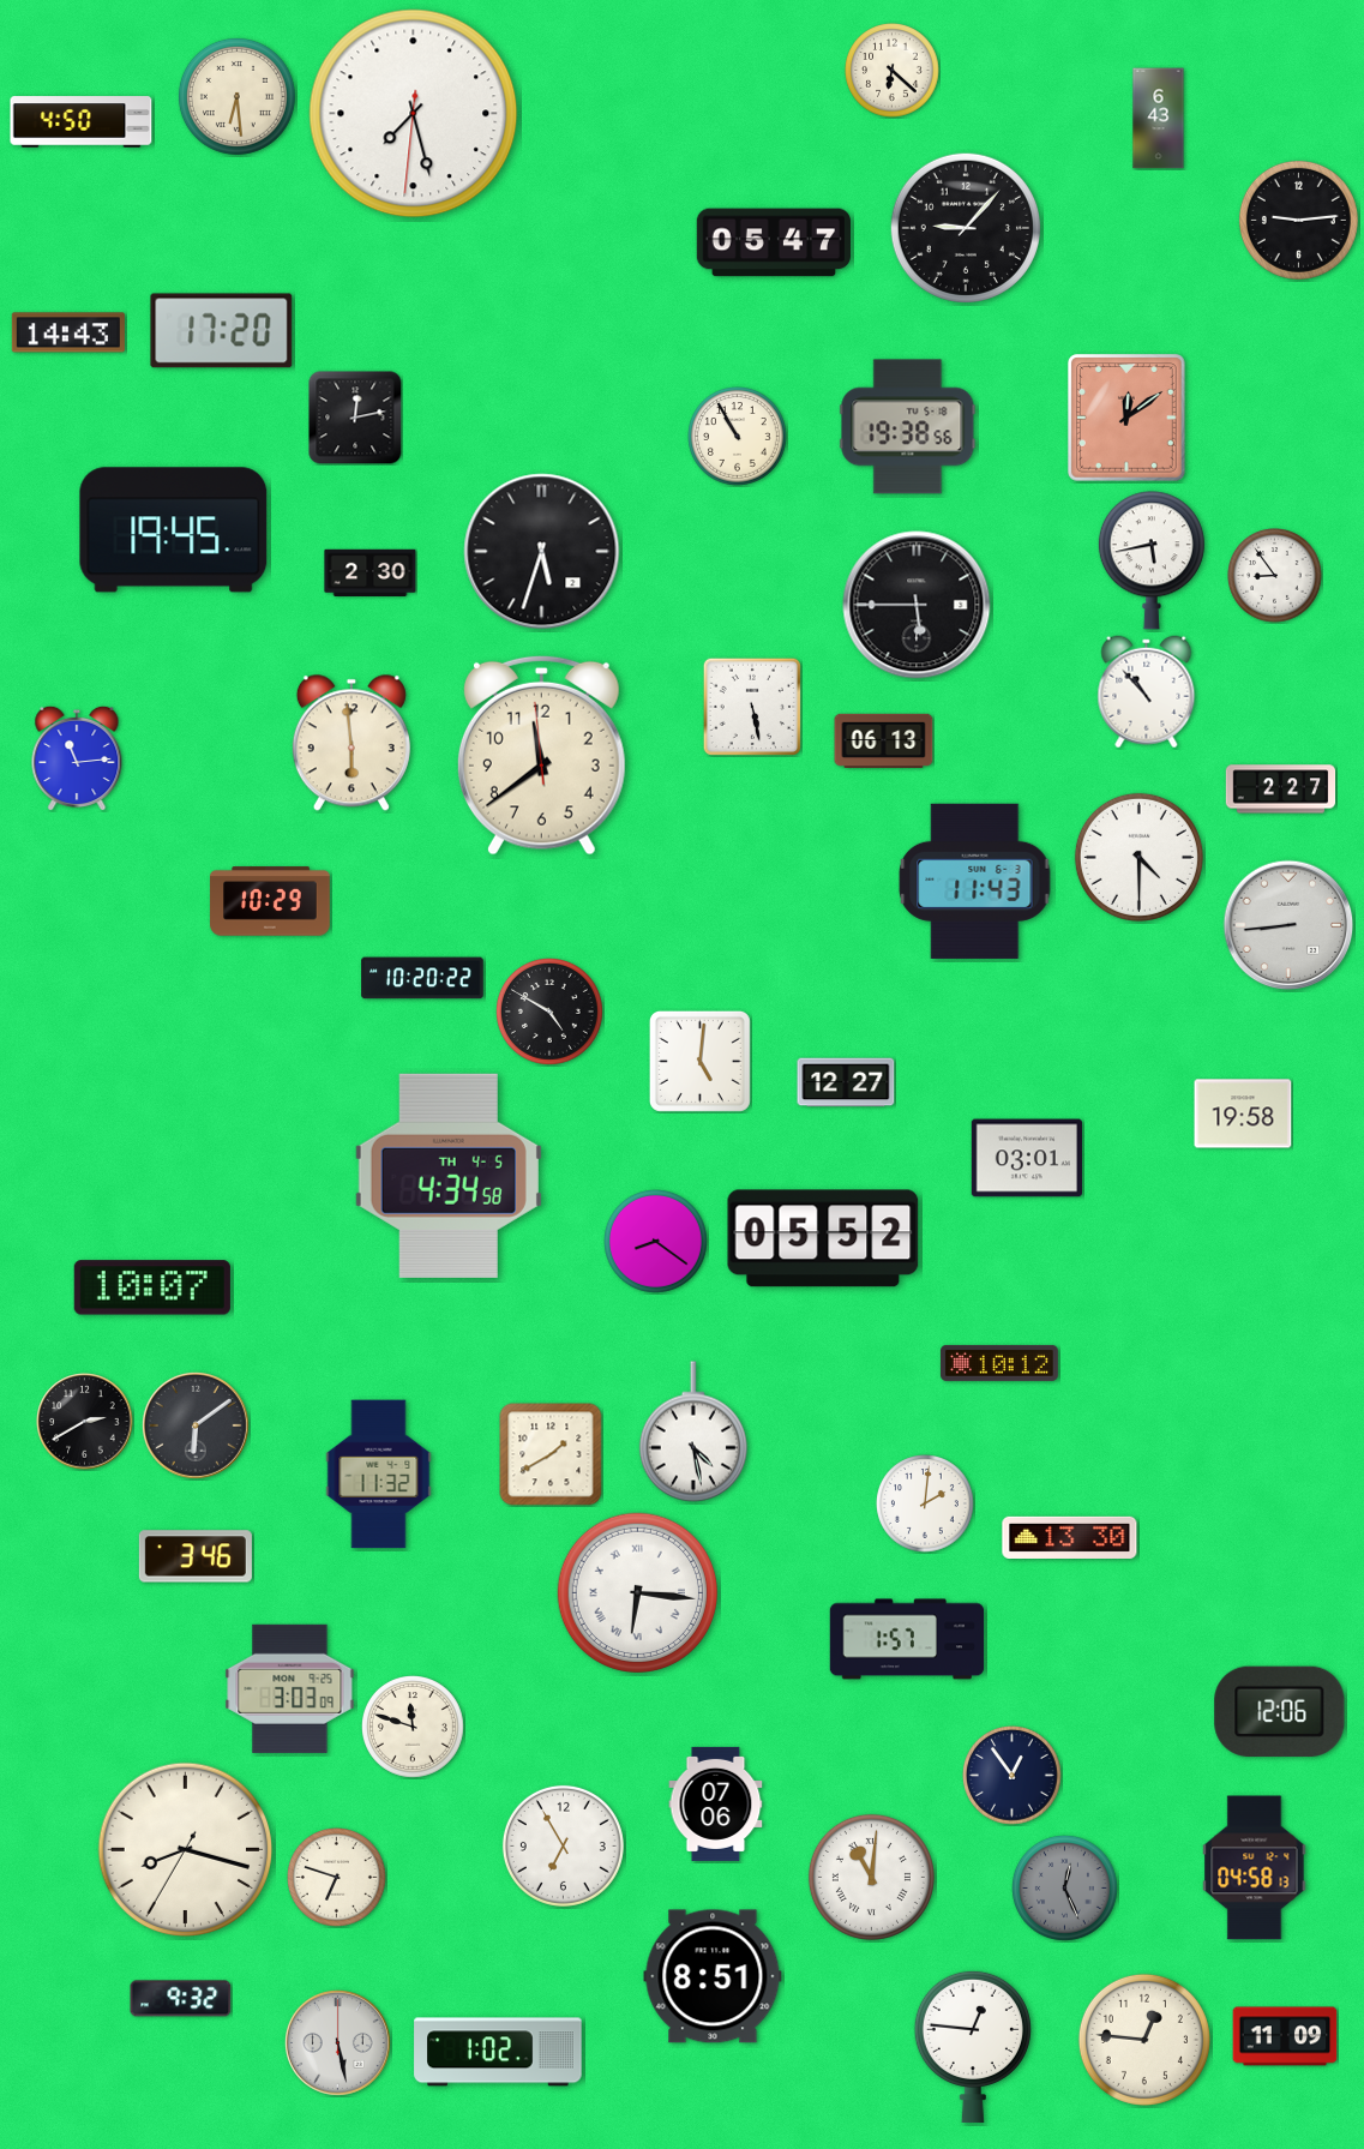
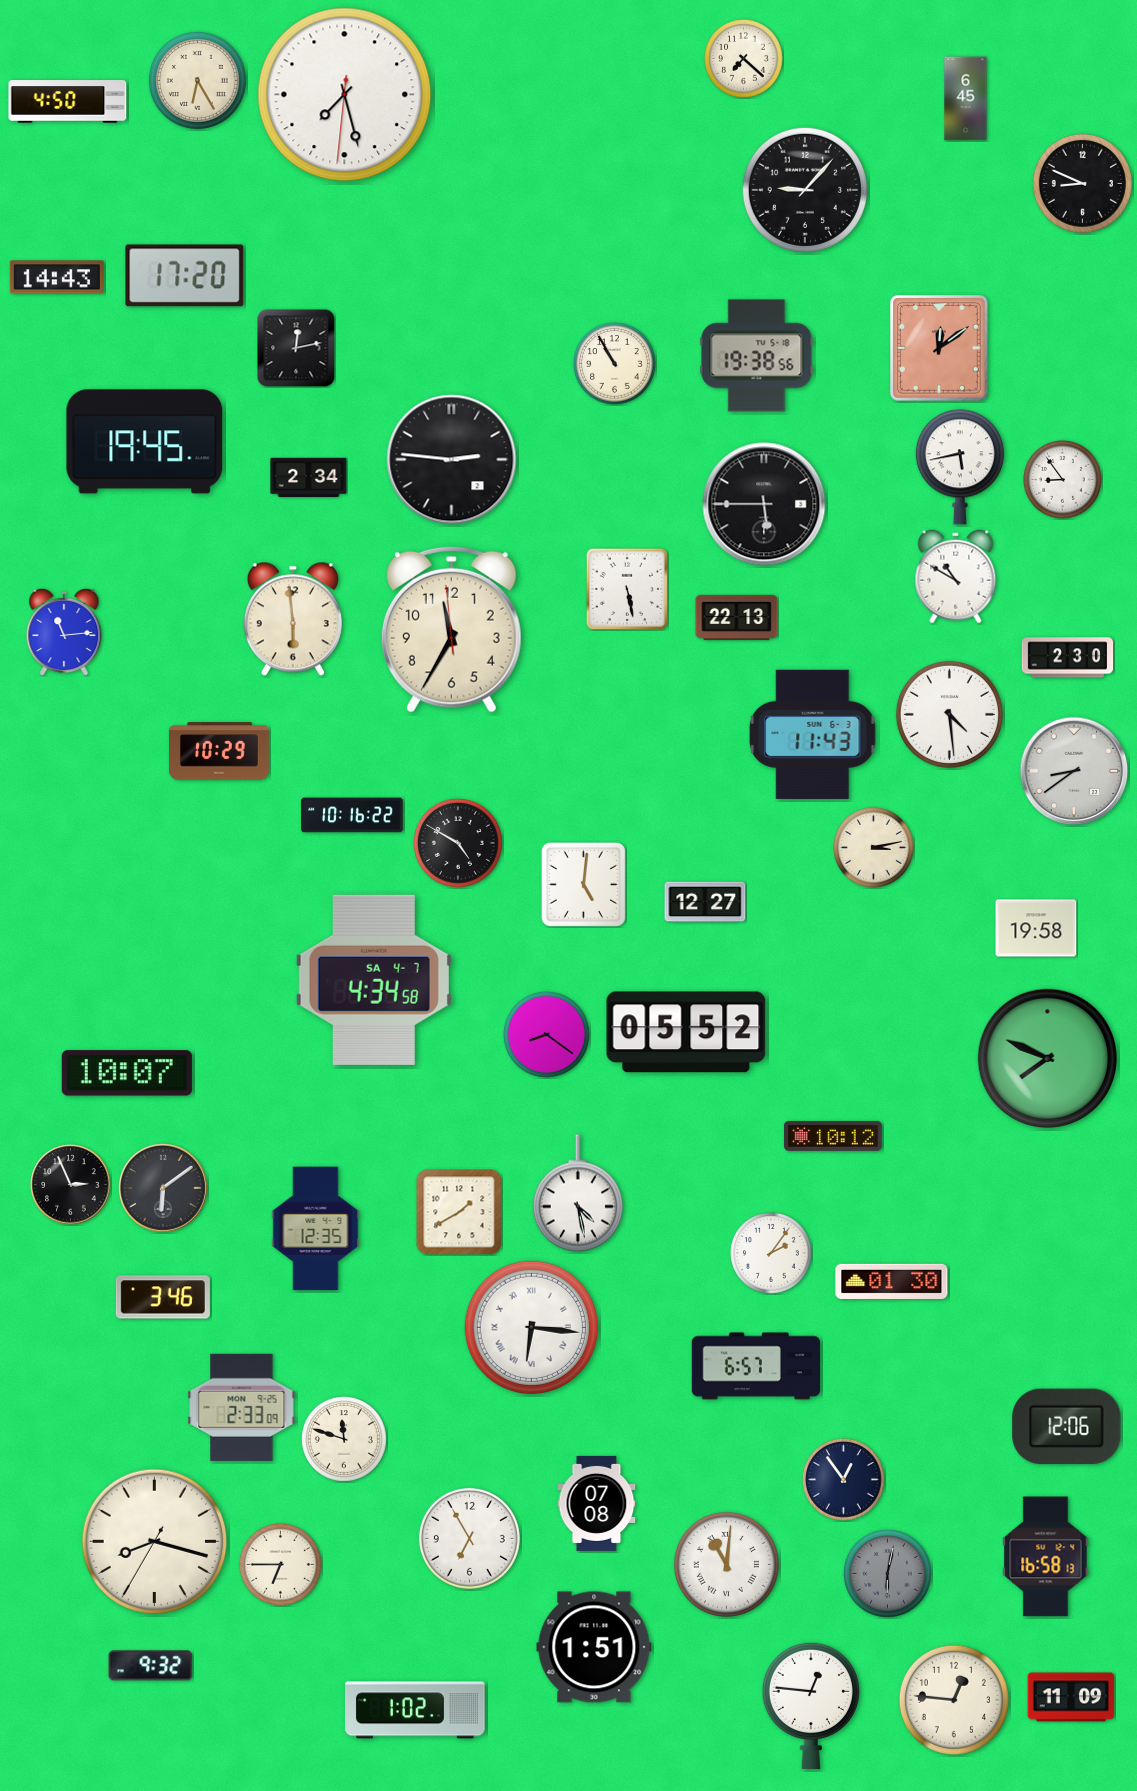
clock at (893, 71): 6:22 -> 7:22
clock at (236, 96): 6:29 -> 6:25
clock at (1159, 119): 6:43 -> 6:45
clock at (1298, 220): 9:14 -> 8:49
clock at (774, 242): 05:47 -> none
clock at (542, 552): 5:33 -> 2:46
clock at (371, 572): 2:30 -> 2:34
clock at (1147, 692): 10:53 -> 10:50
clock at (884, 742): 06:13 -> 22:13
clock at (541, 755): 11:38 -> 11:34
clock at (1281, 790): 2:27 -> 2:30
clock at (1138, 857): 4:30 -> 4:29
clock at (270, 901) position: (270, 901) -> (219, 751)
clock at (1288, 925): 8:44 -> 8:39
clock at (422, 978): 10:20 -> 10:16
clock at (874, 848): none -> 3:13
clock at (1027, 1158): 03:01 -> none
clock at (449, 1176) date: TH 4-5 -> SA 4-7
clock at (1047, 1058): none -> 7:49
clock at (85, 1422): 2:40 -> 2:56
clock at (379, 1475): 11:32 -> 12:35
clock at (925, 1503): 2:01 -> 2:06
clock at (1070, 1537): 13:30 -> 01:30
clock at (907, 1639): 1:57 -> 6:57
clock at (290, 1688): 3:03 -> 2:33
clock at (716, 1803): 07:06 -> 07:08
clock at (1255, 1868): 04:58 -> 16:58
clock at (337, 1878): 6:48 -> 6:45
clock at (1065, 1889): 12:26 -> 6:02
clock at (713, 1976): 8:51 -> 1:51
clock at (338, 2043): 5:28 -> none
